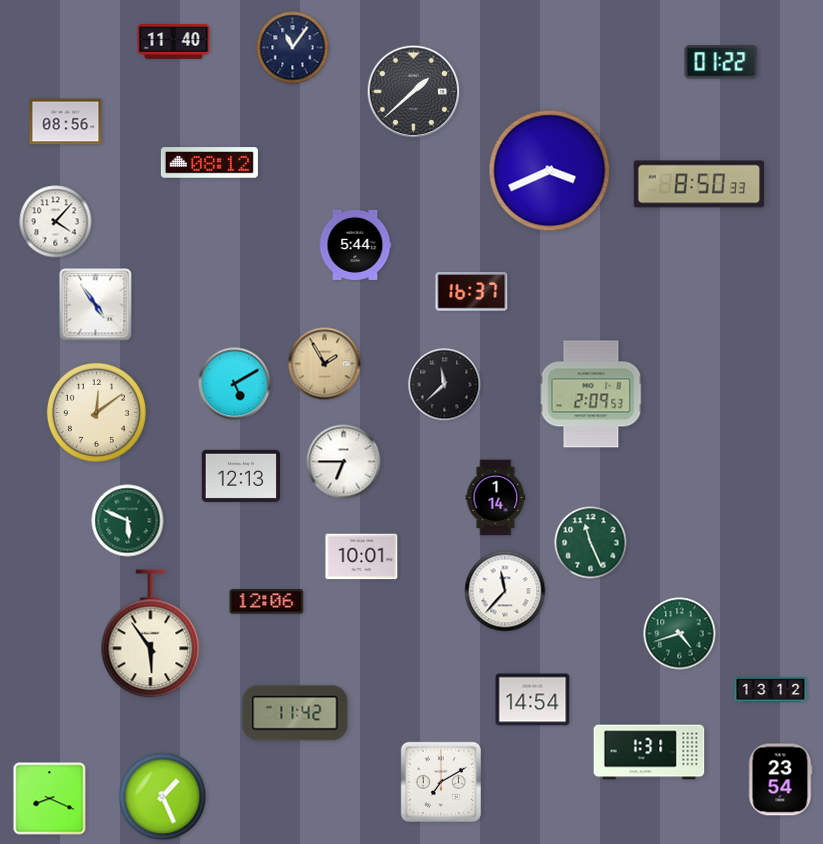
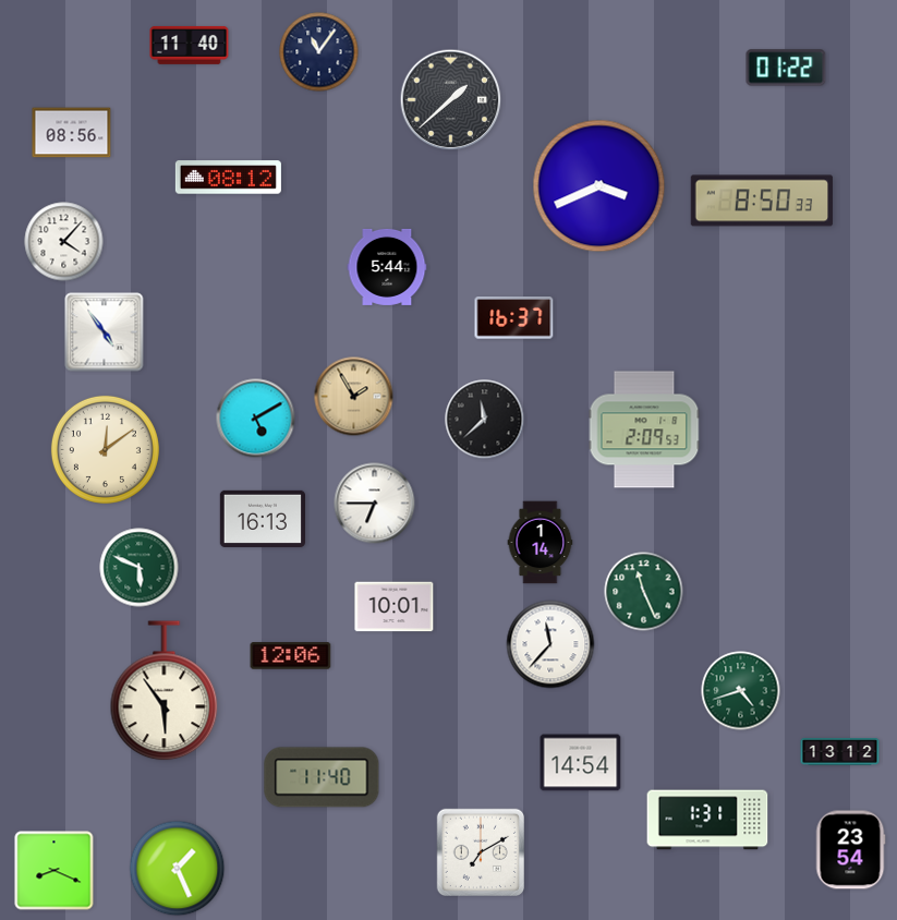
clock at (56, 222) position: (56, 222) -> (64, 242)
clock at (240, 476): 12:13 -> 16:13
clock at (295, 713): 11:42 -> 11:40
